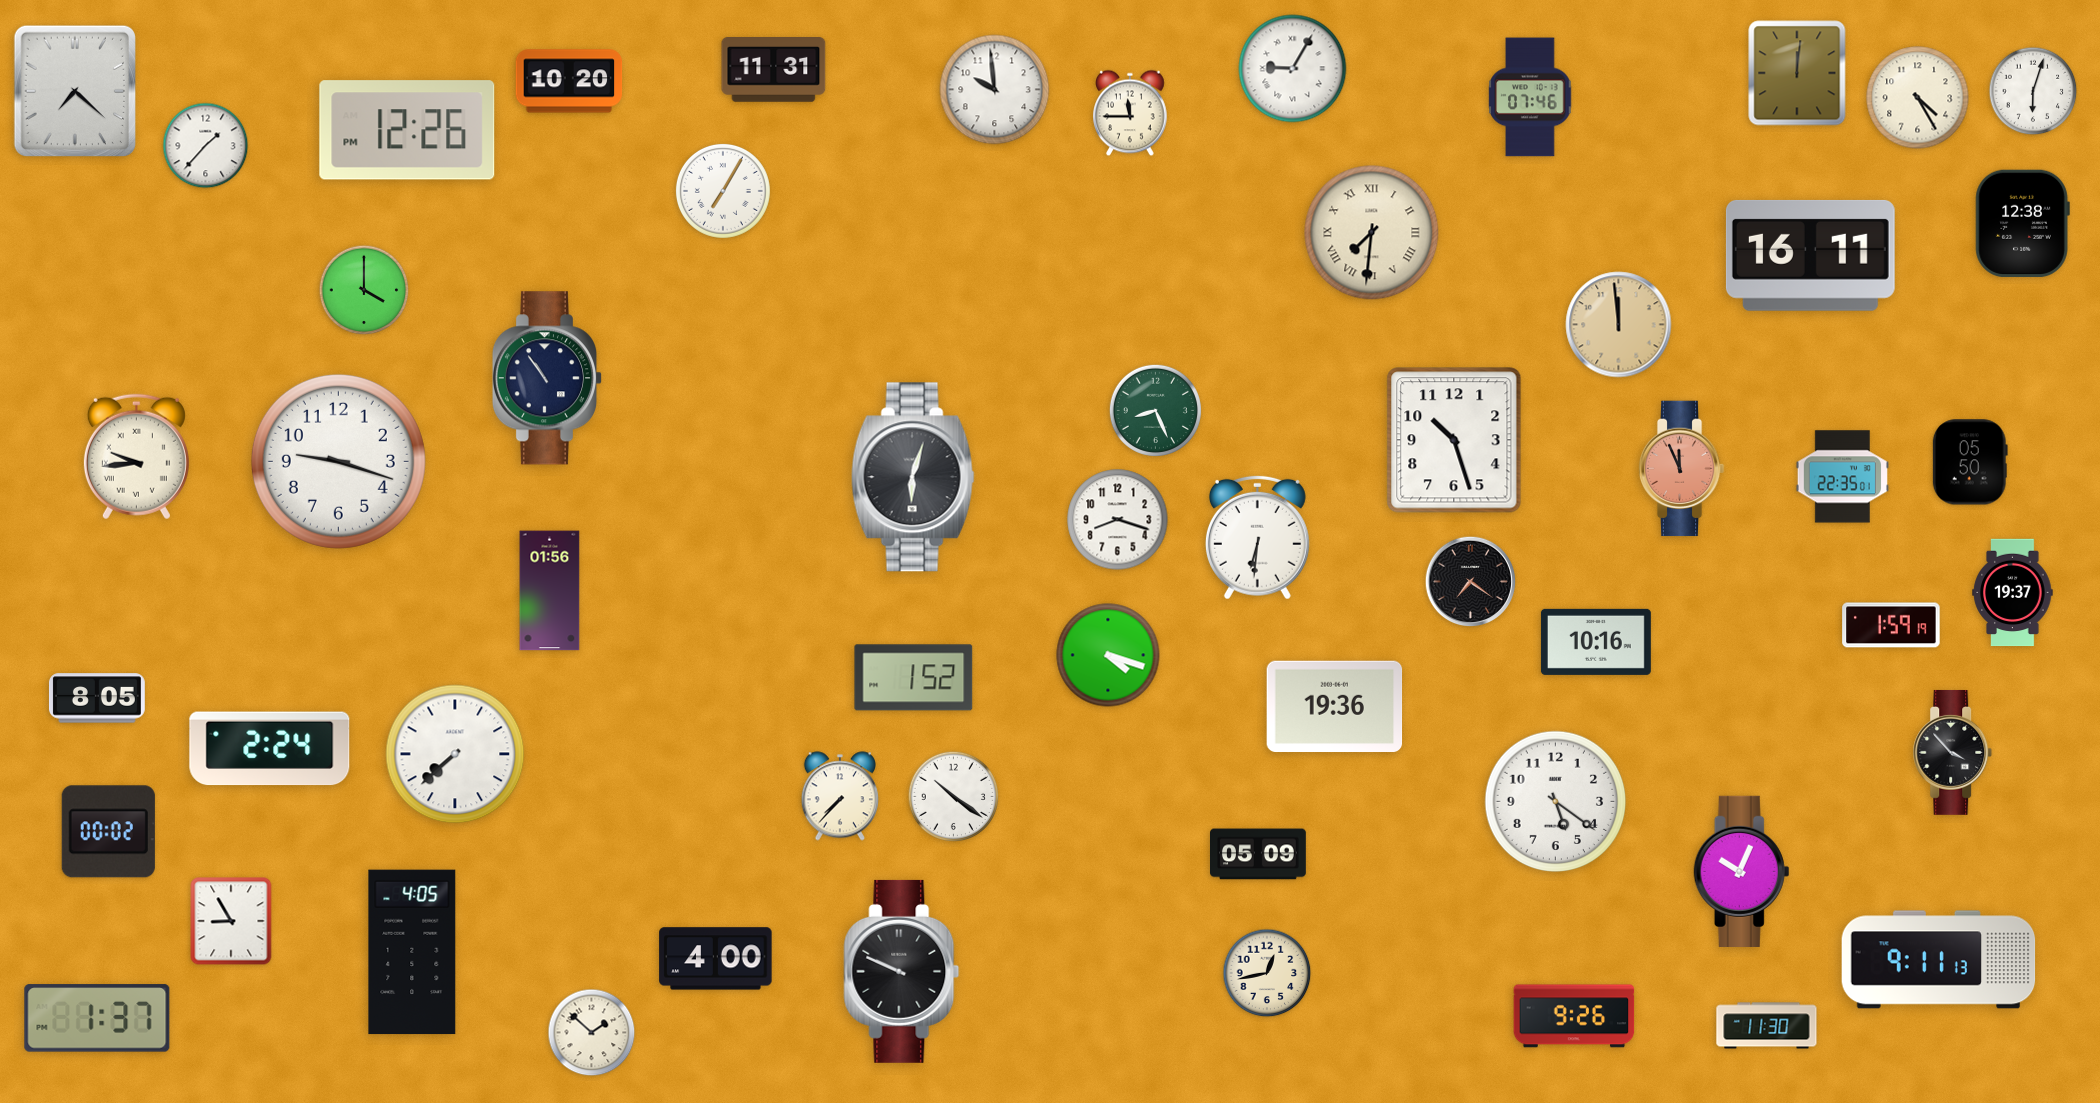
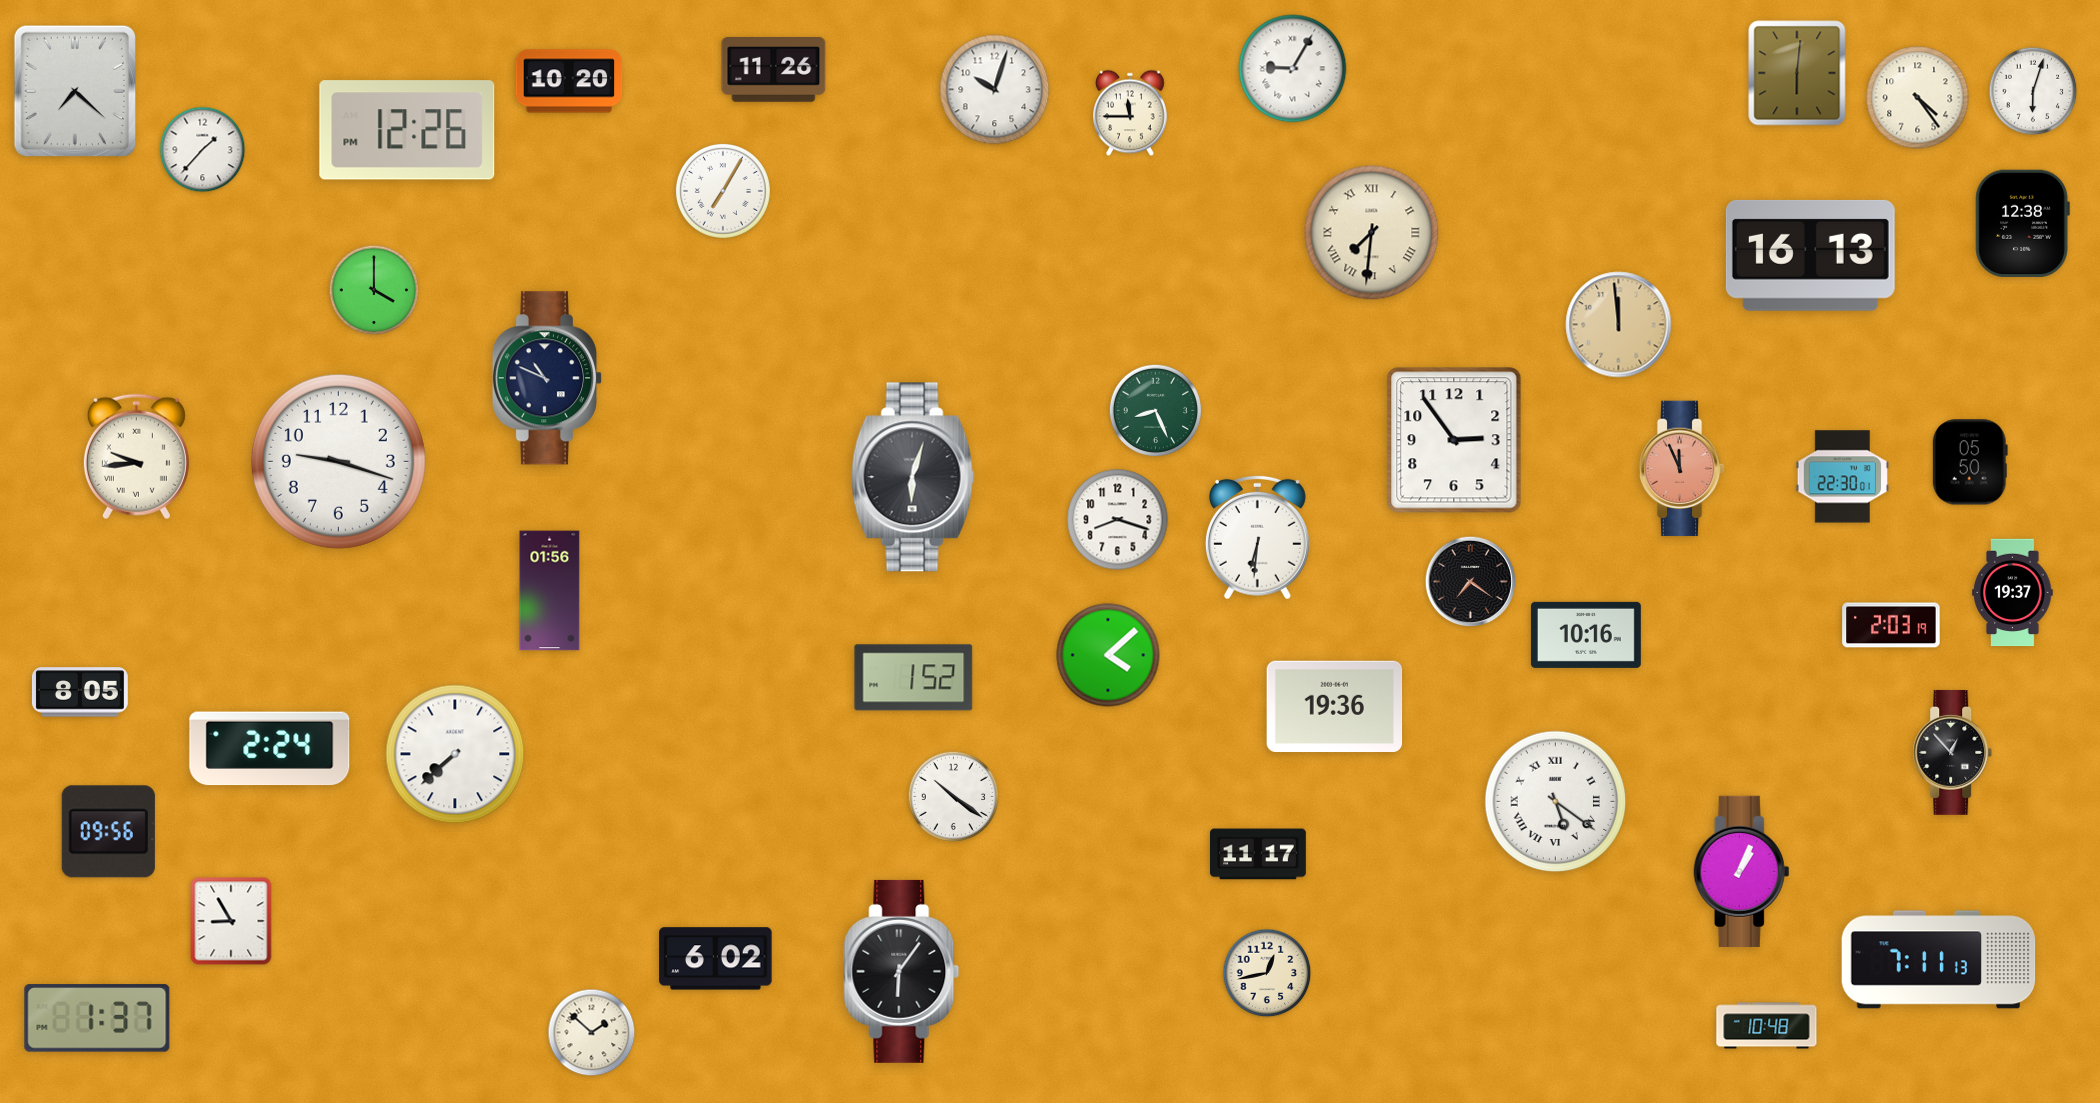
clock at (774, 70): 11:31 -> 11:26
clock at (1797, 73): 12:01 -> 6:01
clock at (995, 90): 9:59 -> 10:03
clock at (1530, 97): 07:46 -> none
clock at (1918, 98): 4:25 -> 4:24
clock at (206, 146) position: (206, 146) -> (203, 150)
clock at (1810, 255): 16:11 -> 16:13
clock at (364, 290) position: (364, 290) -> (374, 290)
clock at (547, 378): 10:54 -> 10:49
clock at (1454, 440): 10:27 -> 2:54
clock at (1842, 477): 22:35 -> 22:30
clock at (1891, 625): 1:59 -> 2:03
clock at (1596, 642) position: (1596, 642) -> (1586, 635)
clock at (1108, 655): 4:18 -> 4:08
clock at (97, 698) position: (97, 698) -> (80, 692)
clock at (1953, 752): 3:53 -> 12:53
clock at (840, 796): 7:37 -> none
clock at (1556, 802) numerals: Arabic -> Roman
clock at (108, 832): 00:02 -> 09:56
clock at (1259, 854): 05:09 -> 11:17
clock at (1742, 871): 10:04 -> 1:04
clock at (412, 952): 4:05 -> none
clock at (716, 959): 4:00 -> 6:02
clock at (1939, 960): 9:11 -> 7:11
clock at (902, 971): 9:49 -> 6:06
clock at (1574, 1016): 9:26 -> none
clock at (1767, 1026): 11:30 -> 10:48
